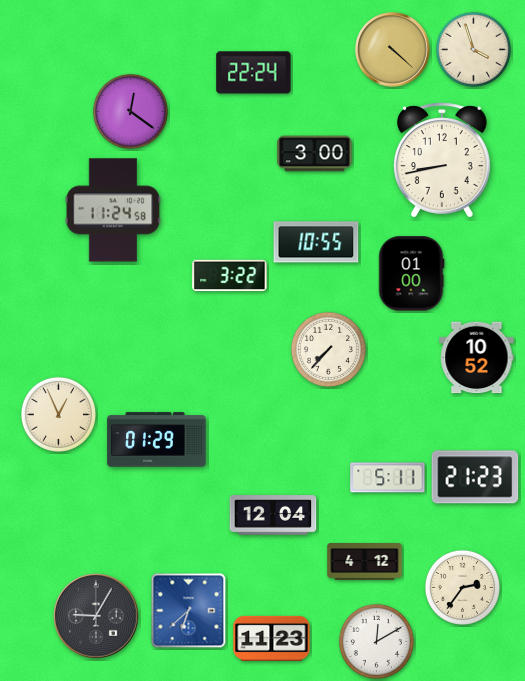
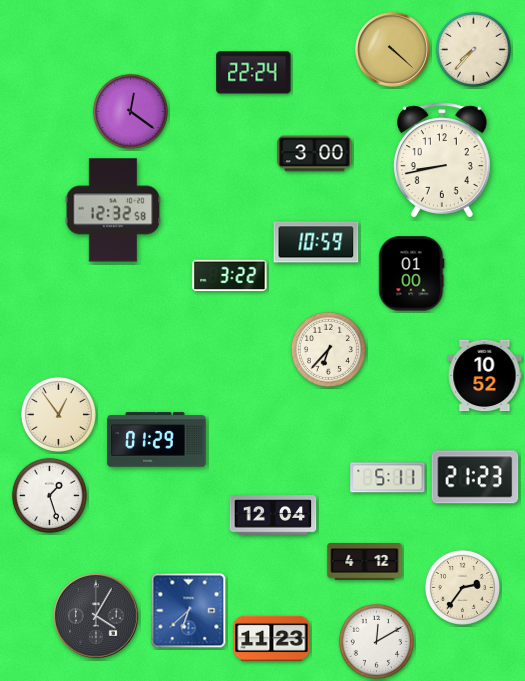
clock at (473, 49): 3:57 -> 7:37
clock at (113, 210): 11:24 -> 12:32
clock at (316, 242): 10:55 -> 10:59
clock at (328, 349): 7:37 -> 6:37
clock at (477, 358) position: (477, 358) -> (485, 376)
clock at (58, 414): 12:56 -> 12:54
clock at (49, 495): none -> 1:27
clock at (97, 617): 9:05 -> 4:05
